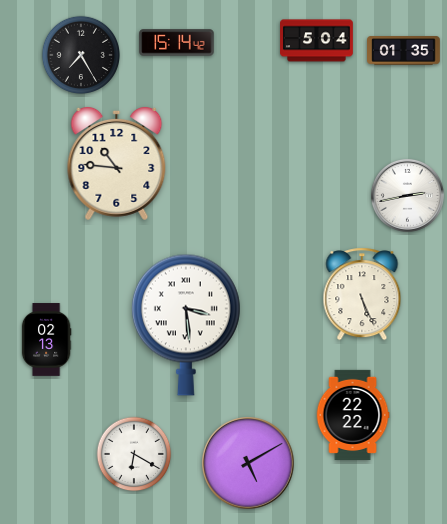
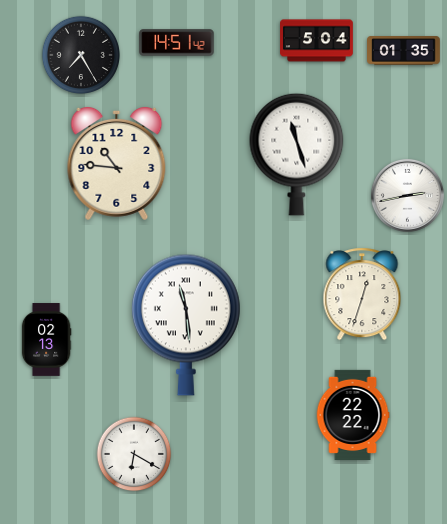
clock at (177, 43): 15:14 -> 14:51
clock at (297, 154): none -> 11:27
clock at (362, 294): 5:26 -> 12:33
clock at (186, 325): 3:29 -> 11:29
clock at (248, 463): 5:10 -> none
